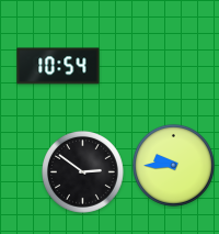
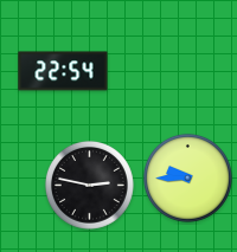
clock at (58, 66): 10:54 -> 22:54
clock at (82, 171): 2:51 -> 2:47
